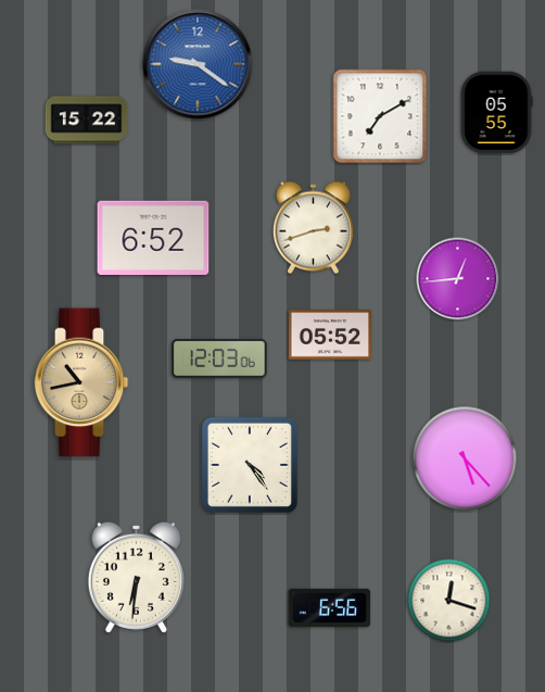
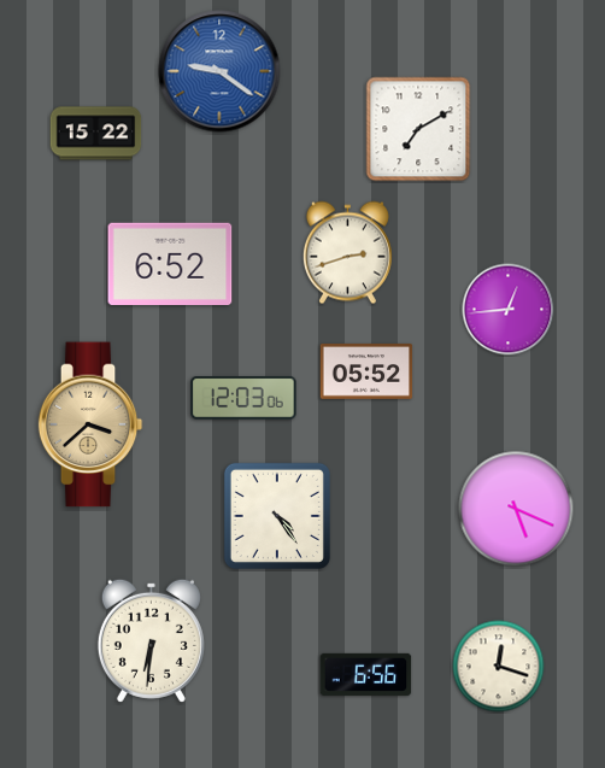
clock at (496, 113): 05:55 -> none
clock at (380, 116) position: (380, 116) -> (418, 129)
clock at (81, 382): 10:43 -> 3:38
clock at (465, 458): 5:23 -> 5:19
